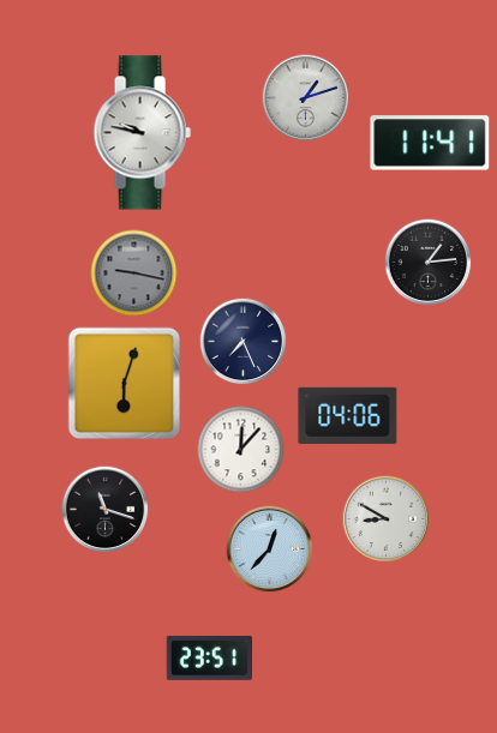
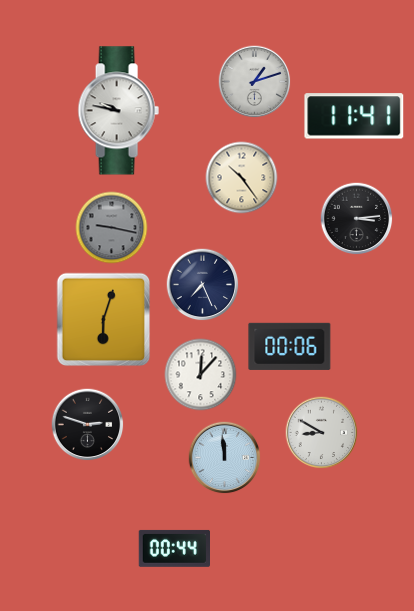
clock at (430, 143) position: (430, 143) -> (354, 116)
clock at (242, 178): none -> 10:24
clock at (429, 263): 1:14 -> 3:14
clock at (348, 415): 04:06 -> 00:06
clock at (106, 510): 11:18 -> 2:48
clock at (270, 549): 12:37 -> 11:59
clock at (209, 657): 23:51 -> 00:44
